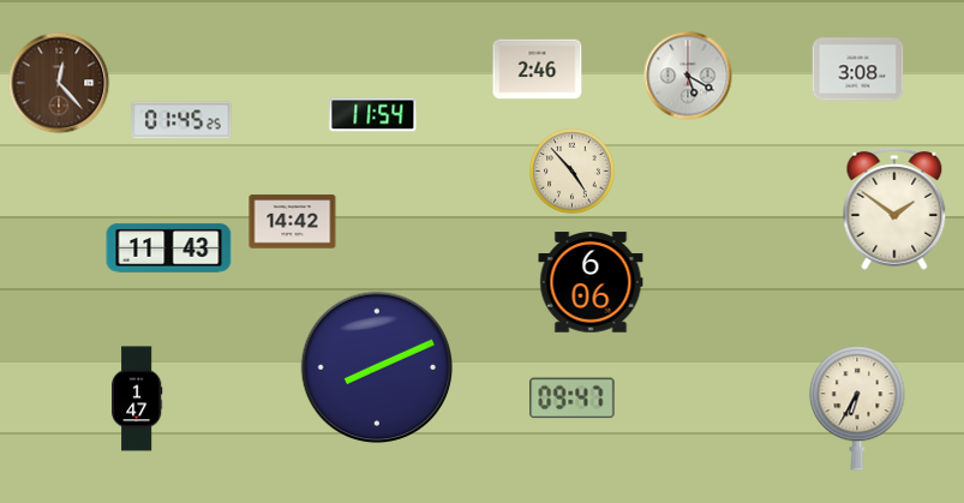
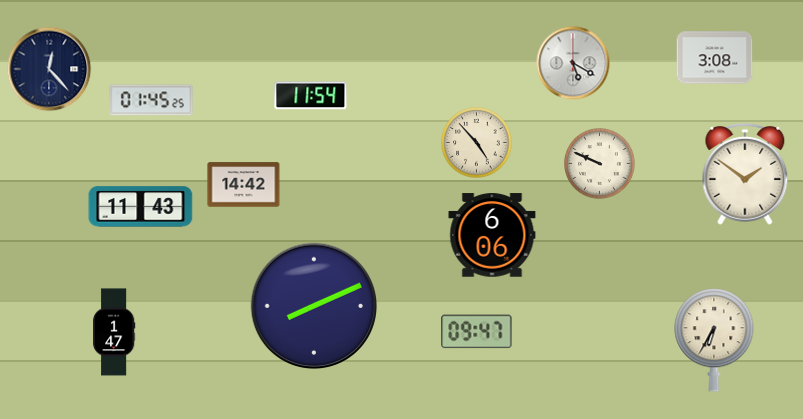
clock at (538, 70): 2:46 -> none
clock at (59, 83) dial: brown -> navy
clock at (600, 164): none -> 9:49
